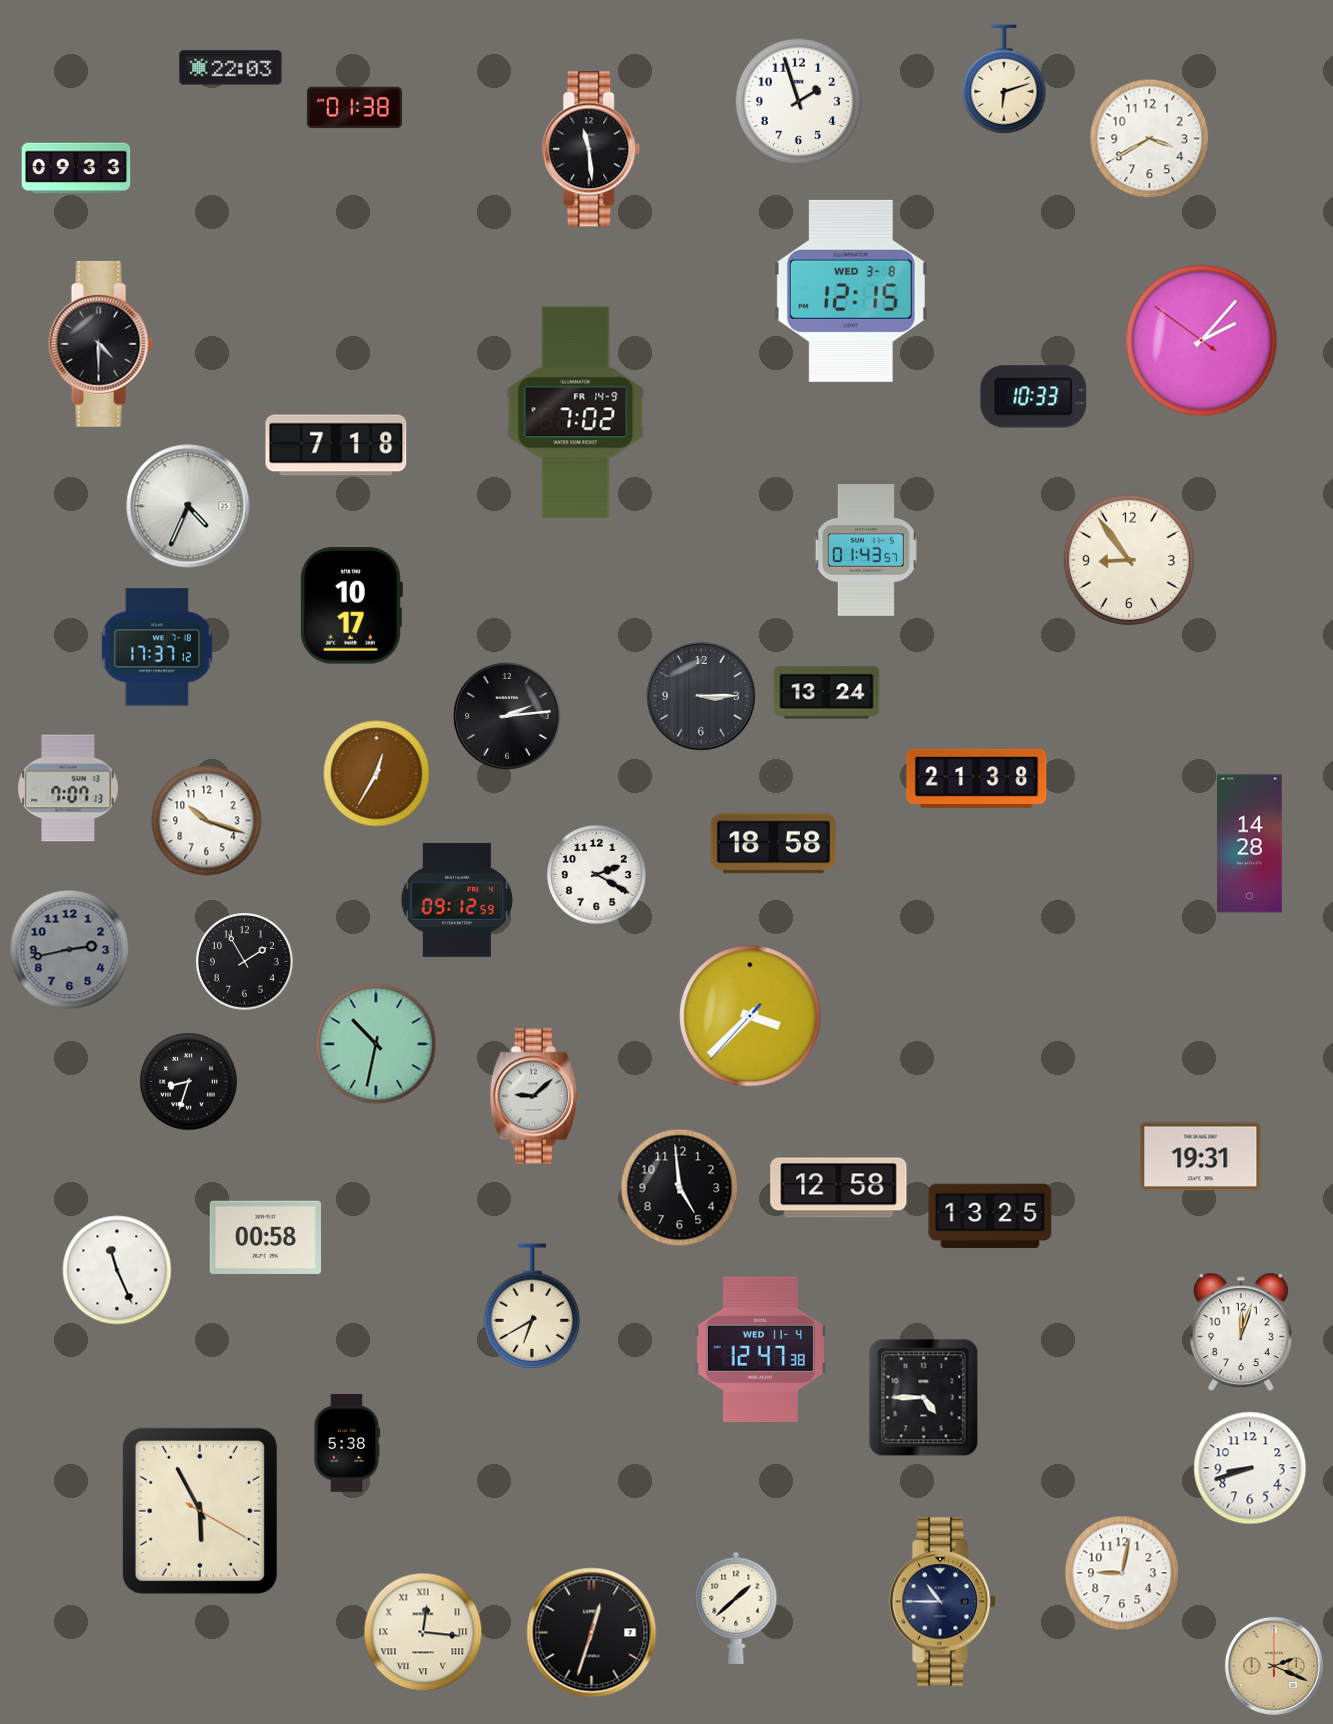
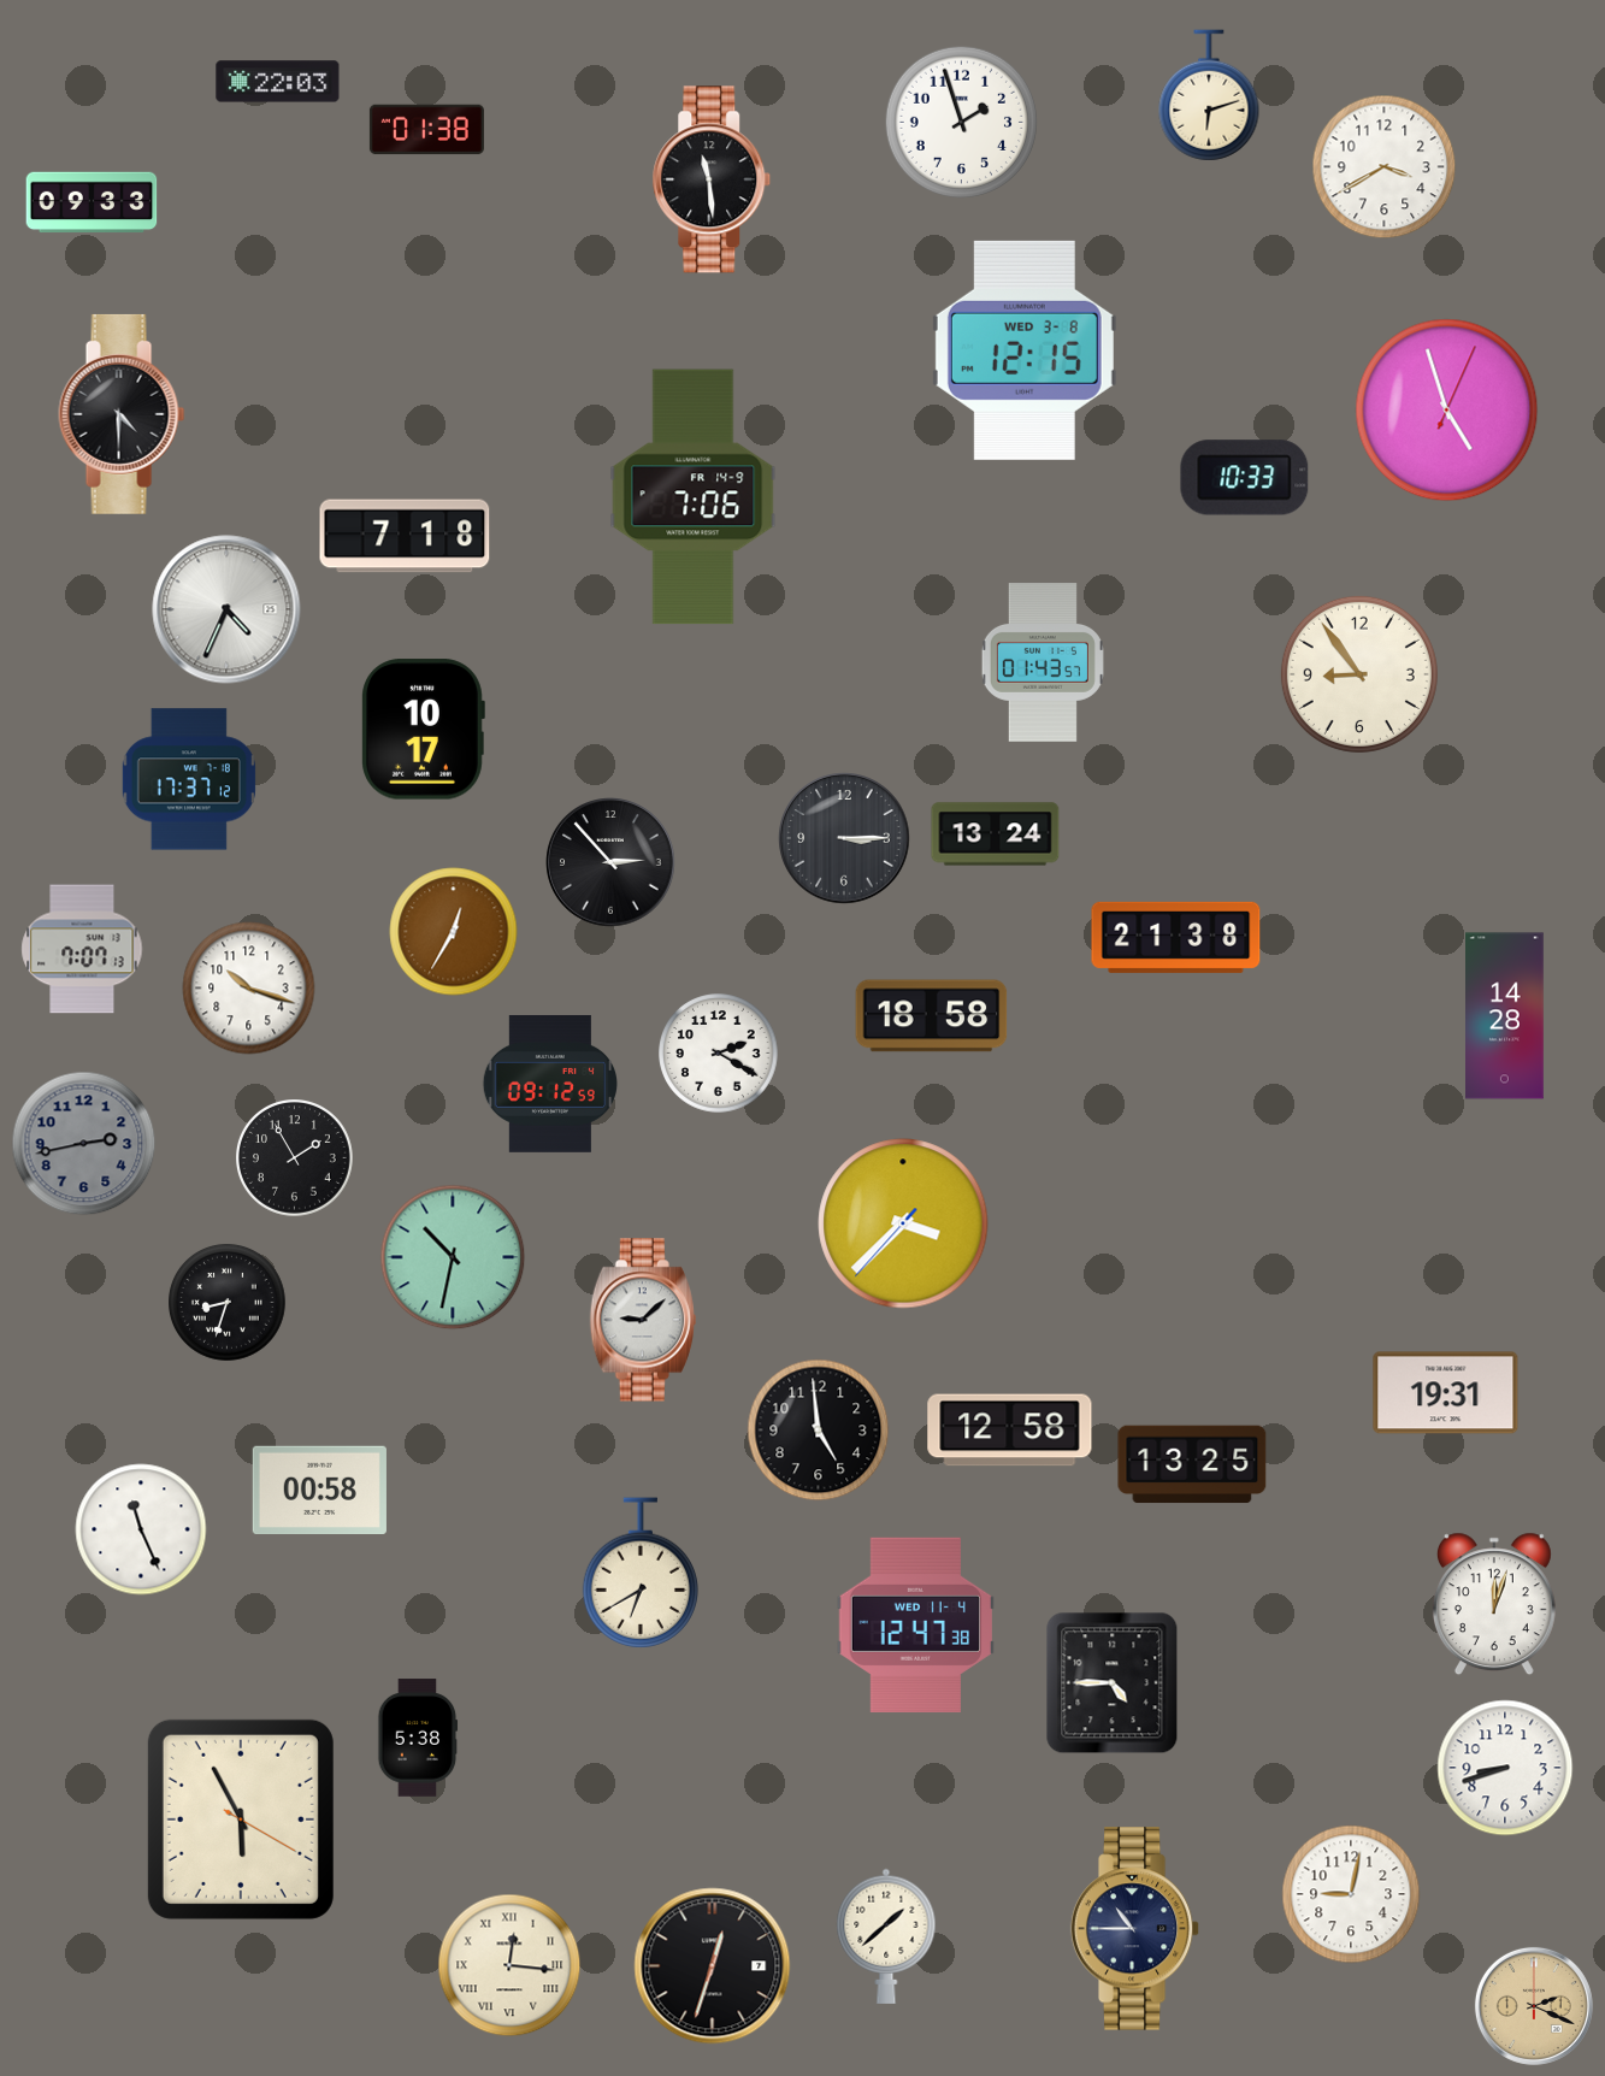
clock at (1202, 341): 2:06 -> 4:57
clock at (576, 413): 7:02 -> 7:06
clock at (507, 716): 2:14 -> 2:53
